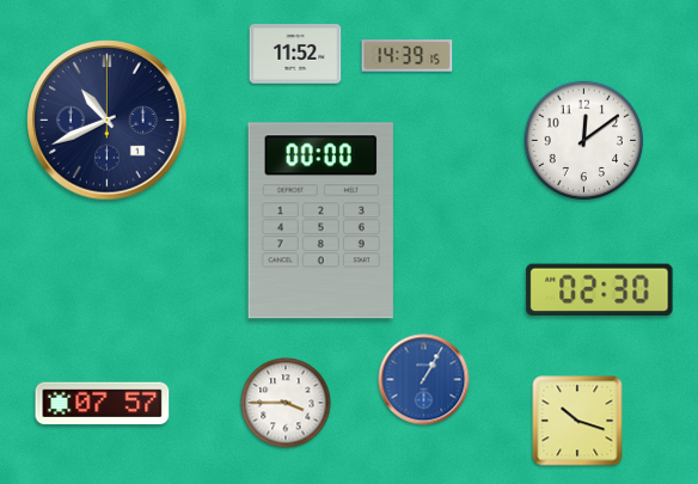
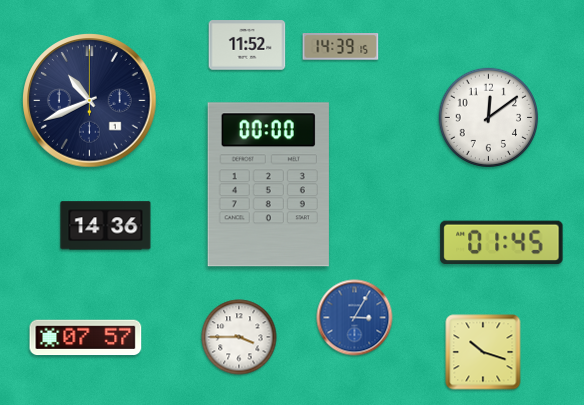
clock at (106, 226): none -> 14:36
clock at (600, 290): 02:30 -> 01:45
clock at (424, 380): 1:05 -> 3:05
